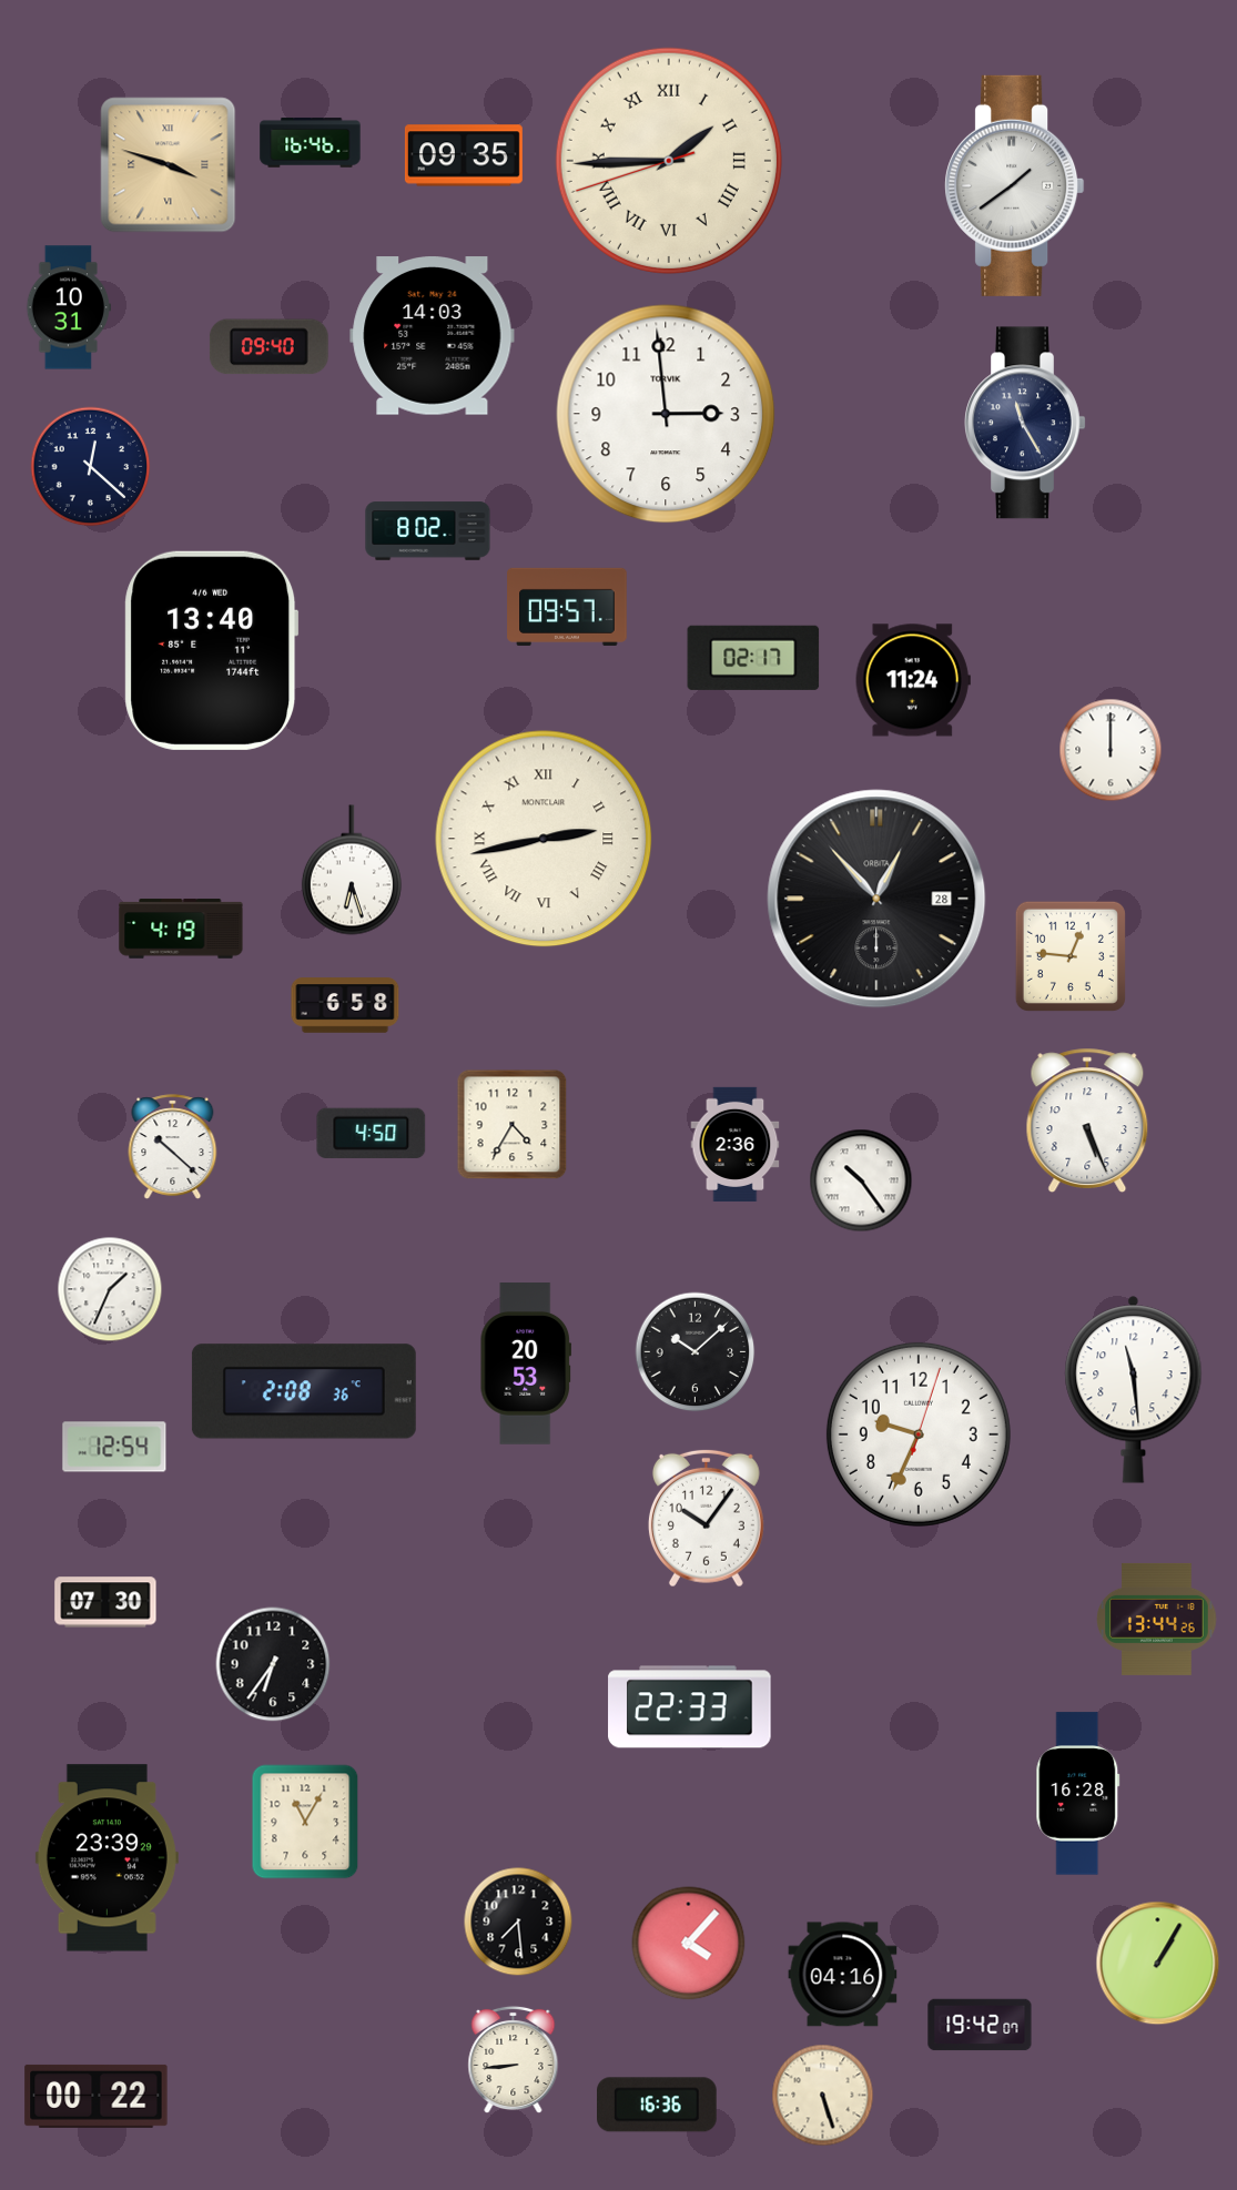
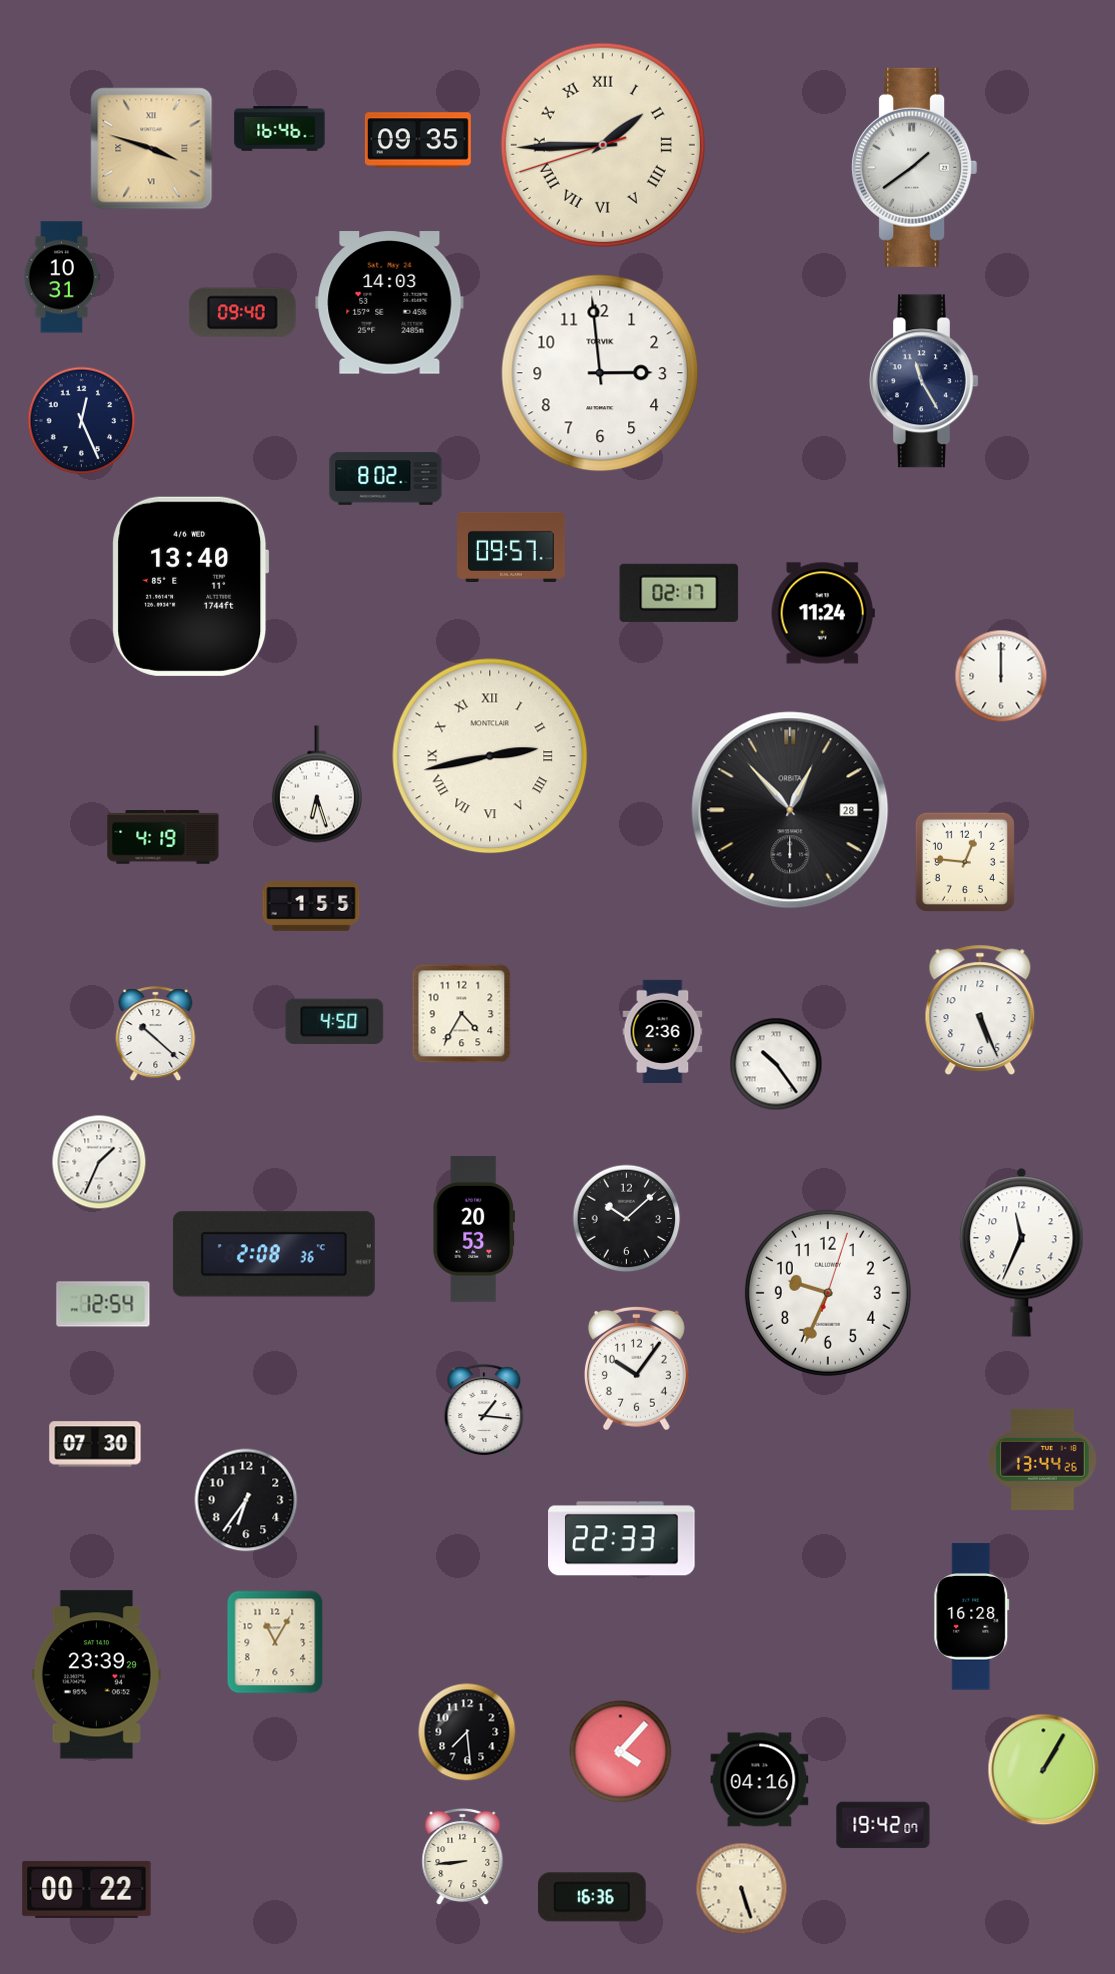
clock at (91, 467): 12:22 -> 12:26
clock at (345, 1005): 6:58 -> 1:55
clock at (1134, 1389): 11:29 -> 11:34
clock at (484, 1411): none -> 1:16
